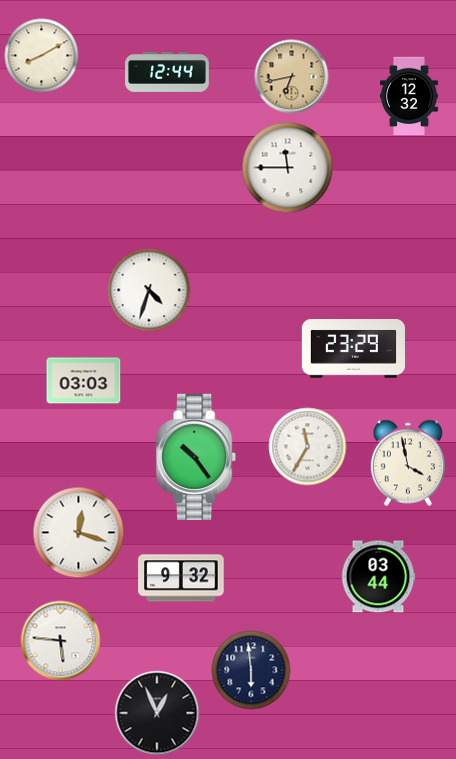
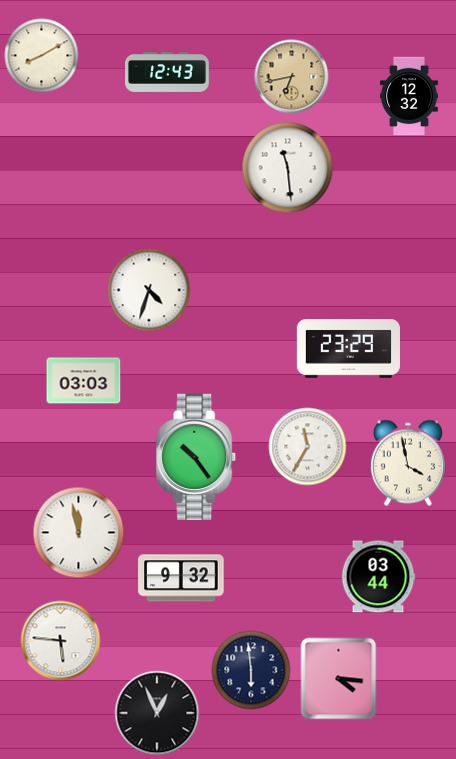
clock at (167, 73): 12:44 -> 12:43
clock at (288, 168): 11:45 -> 11:29
clock at (353, 349) position: (353, 349) -> (348, 349)
clock at (79, 533): 12:18 -> 11:58
clock at (339, 679): none -> 4:16
